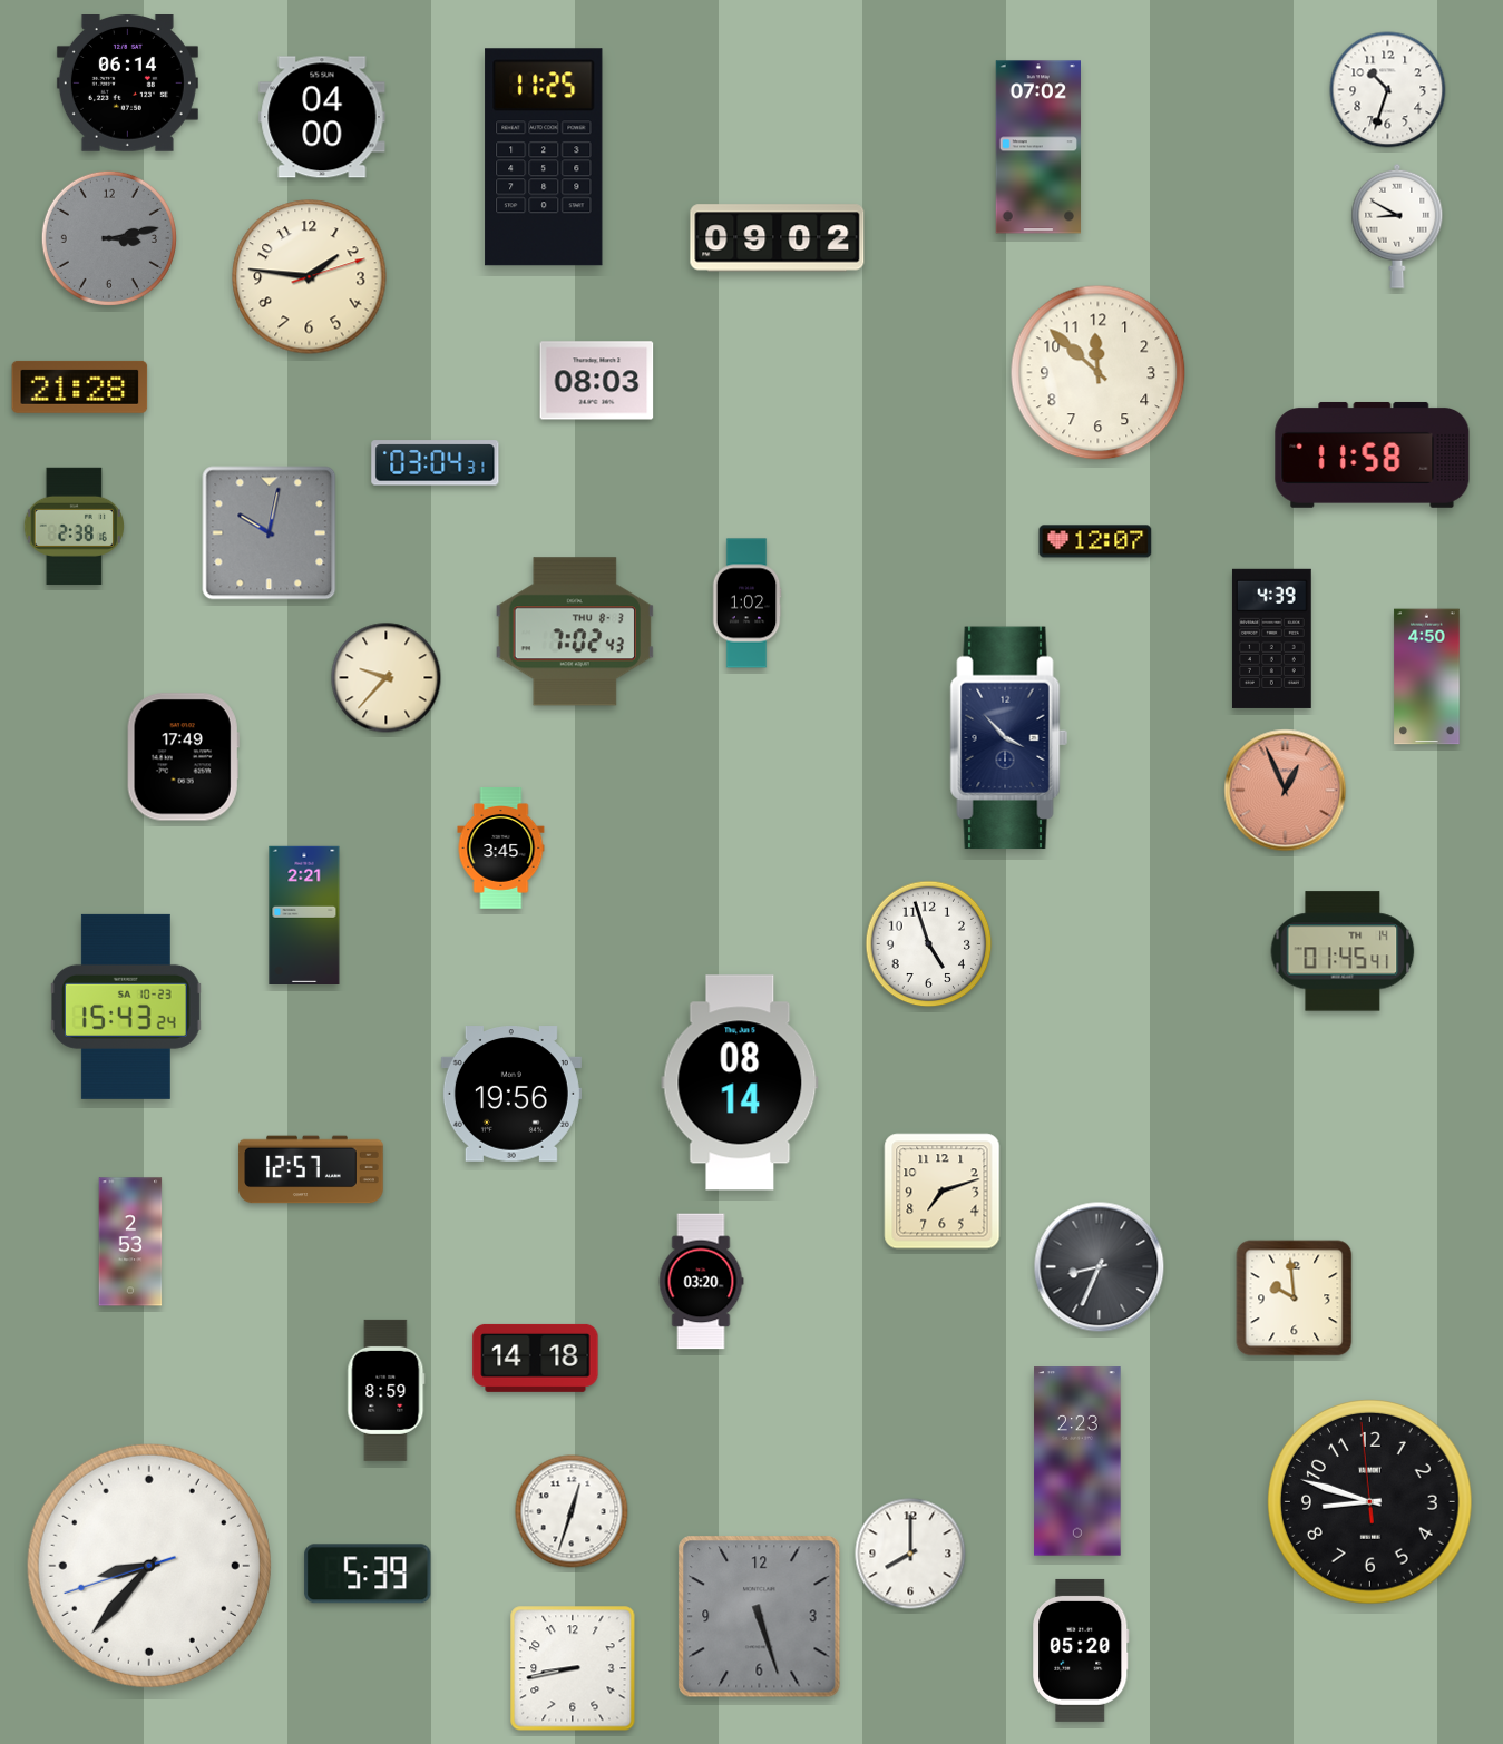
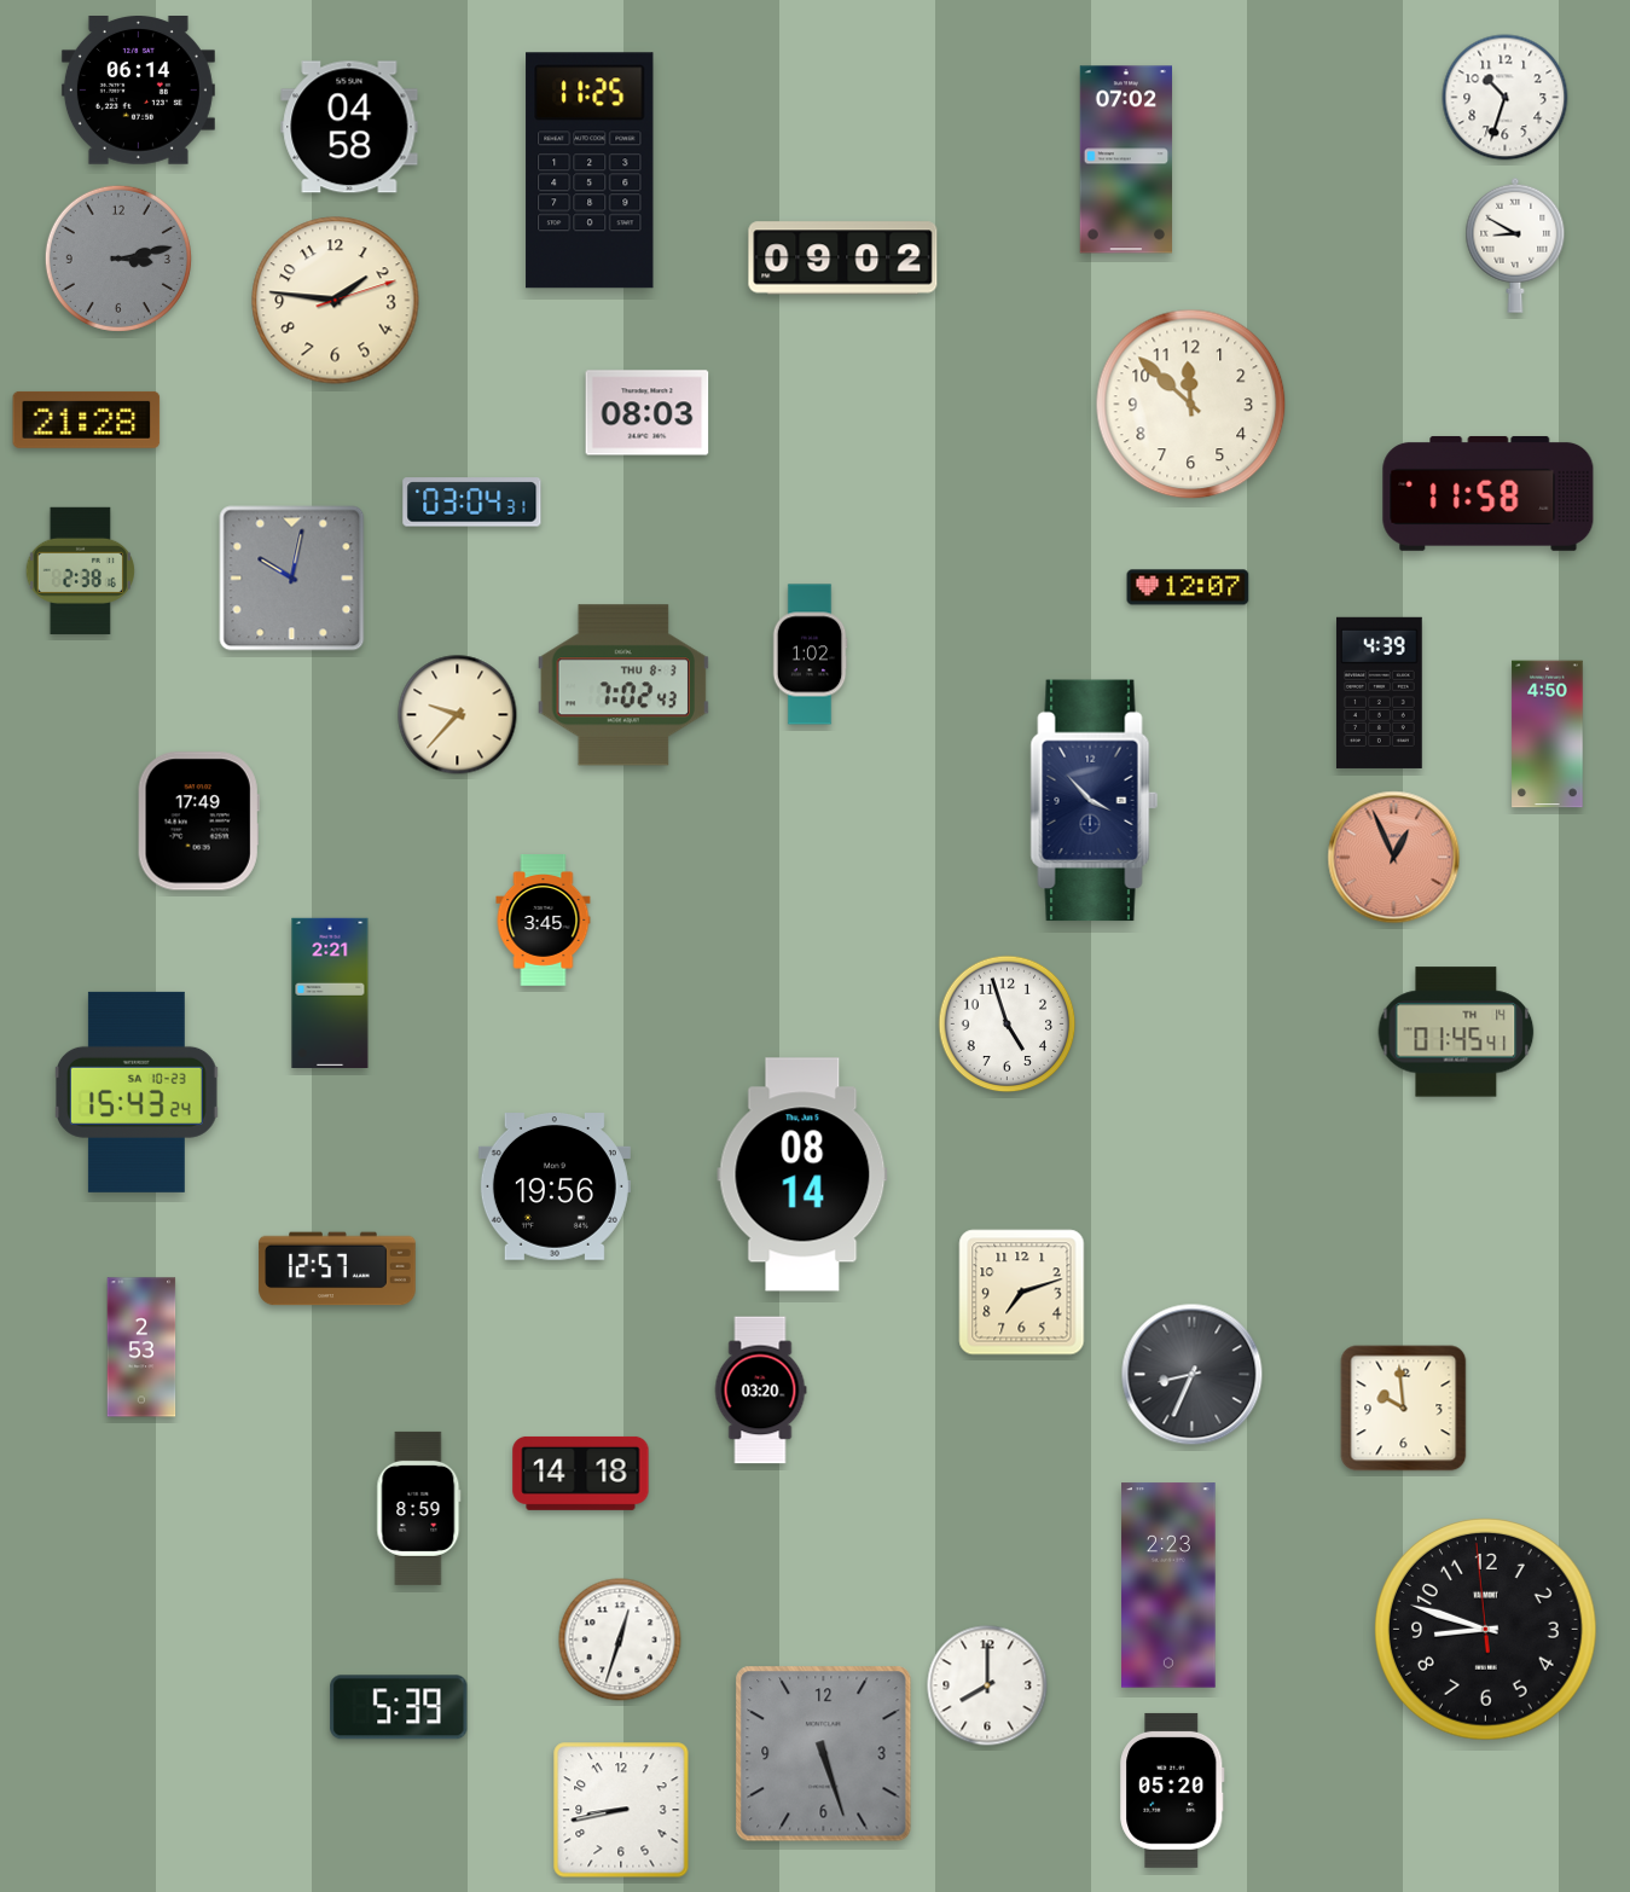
clock at (322, 117): 04:00 -> 04:58
clock at (387, 678) position: (387, 678) -> (458, 715)
clock at (149, 1566): 8:36 -> none
